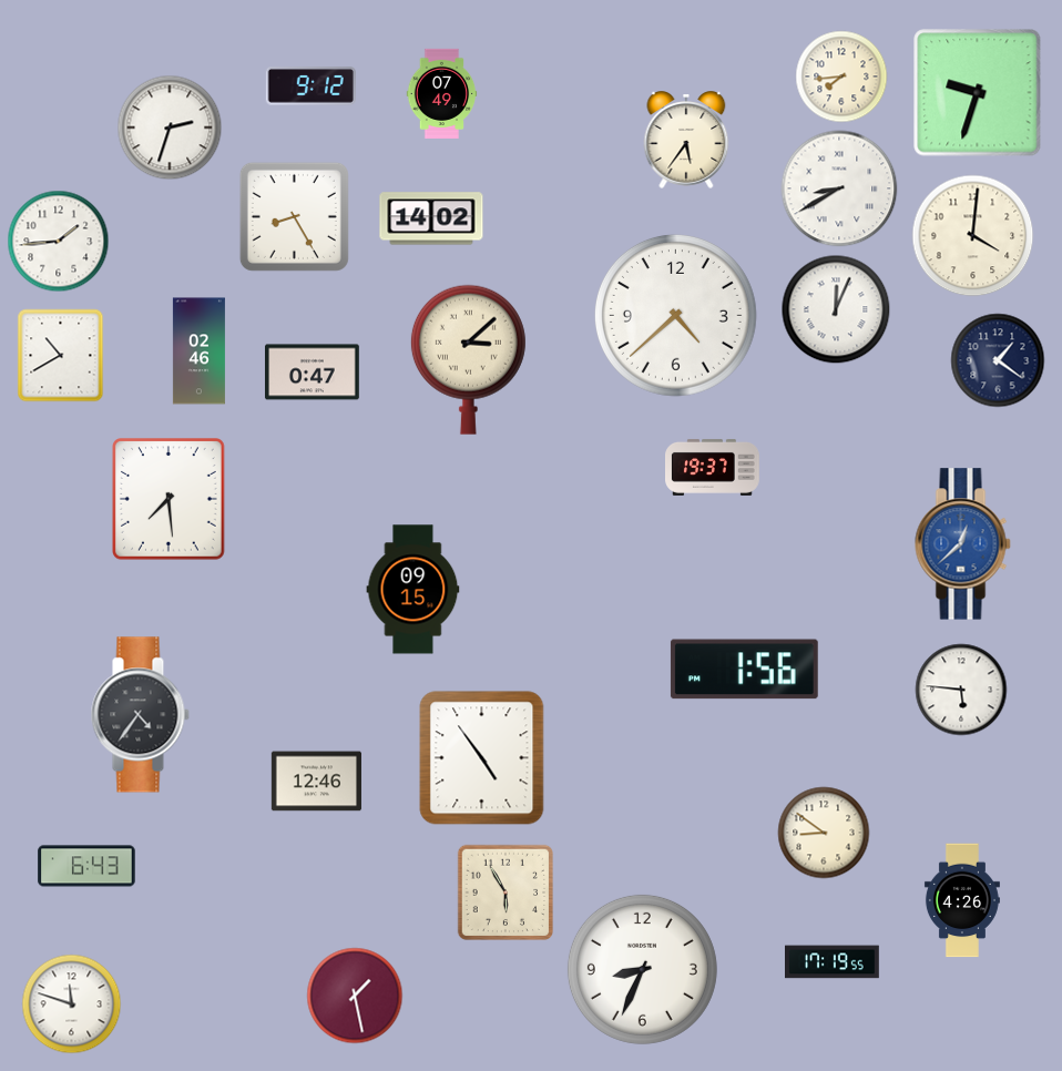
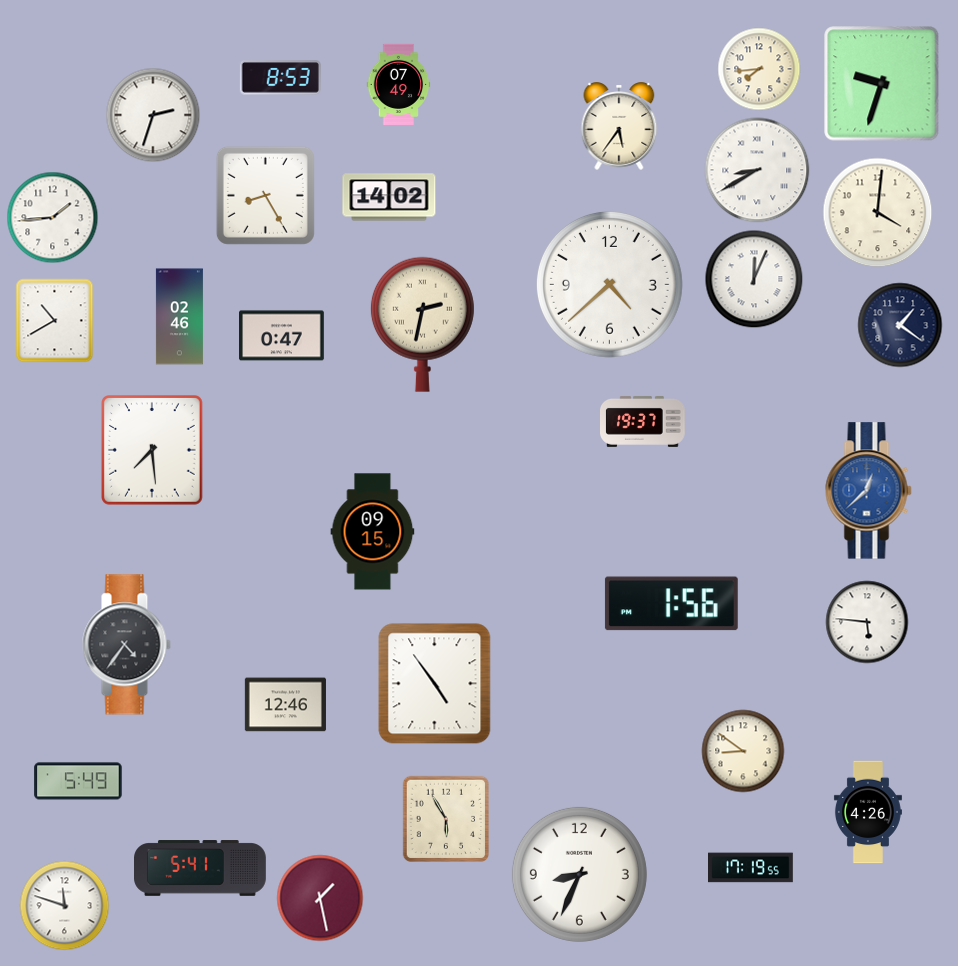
clock at (310, 86): 9:12 -> 8:53
clock at (468, 359): 3:08 -> 2:32
clock at (86, 866): 6:43 -> 5:49
clock at (504, 891) position: (504, 891) -> (445, 818)
clock at (201, 868): none -> 5:41
